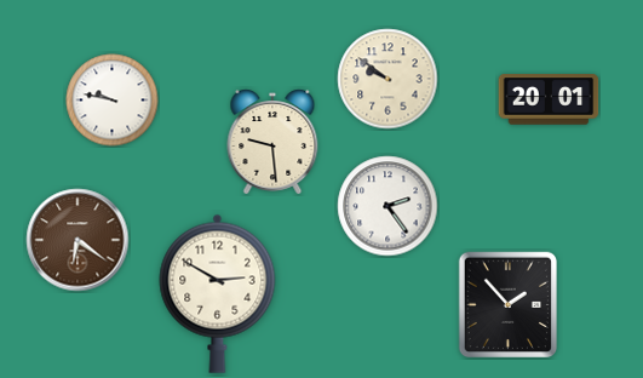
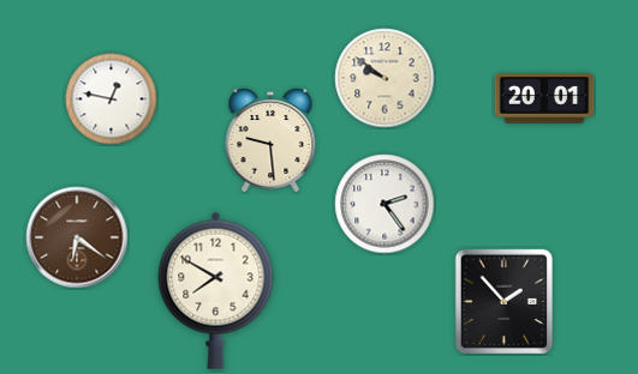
clock at (113, 101): 9:47 -> 12:47
clock at (218, 293): 2:50 -> 7:50
